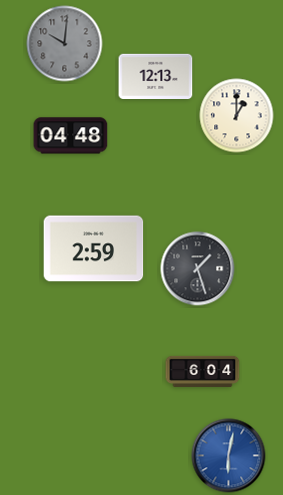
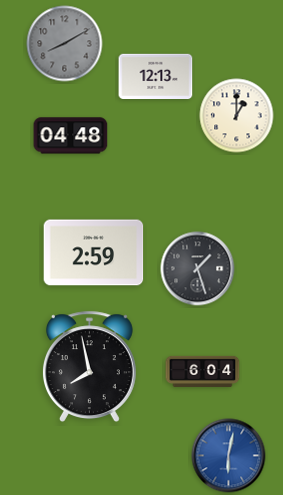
clock at (65, 44): 10:01 -> 8:10
clock at (94, 249) position: (94, 249) -> (94, 253)
clock at (89, 366): none -> 7:58
